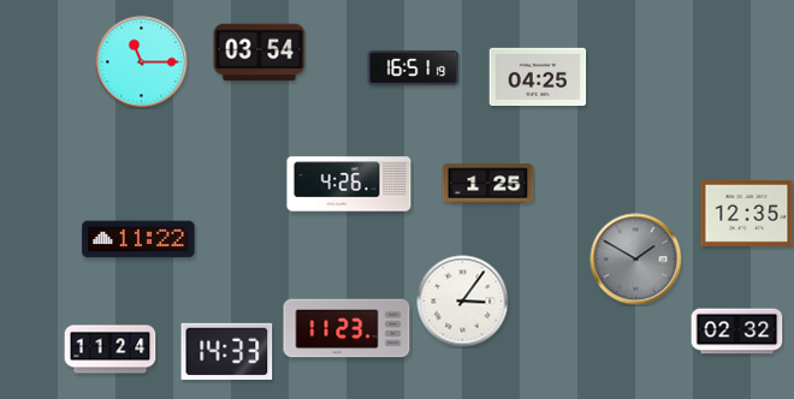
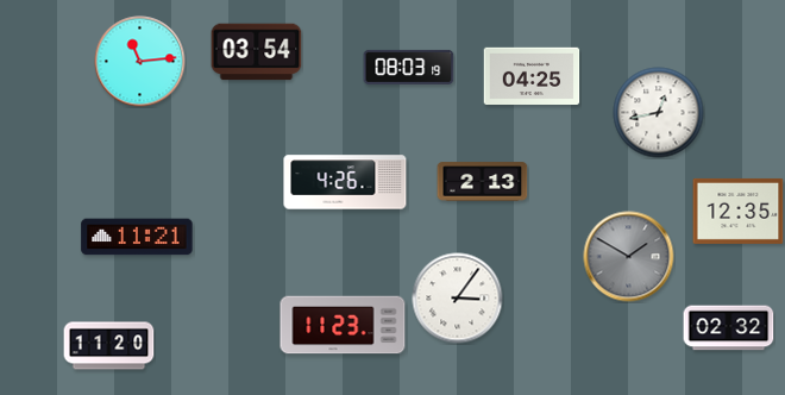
clock at (142, 62): 11:15 -> 11:14
clock at (414, 67): 16:51 -> 08:03
clock at (659, 113): none -> 12:43
clock at (488, 184): 1:25 -> 2:13
clock at (138, 239): 11:22 -> 11:21
clock at (111, 350): 11:24 -> 11:20
clock at (227, 351): 14:33 -> none
